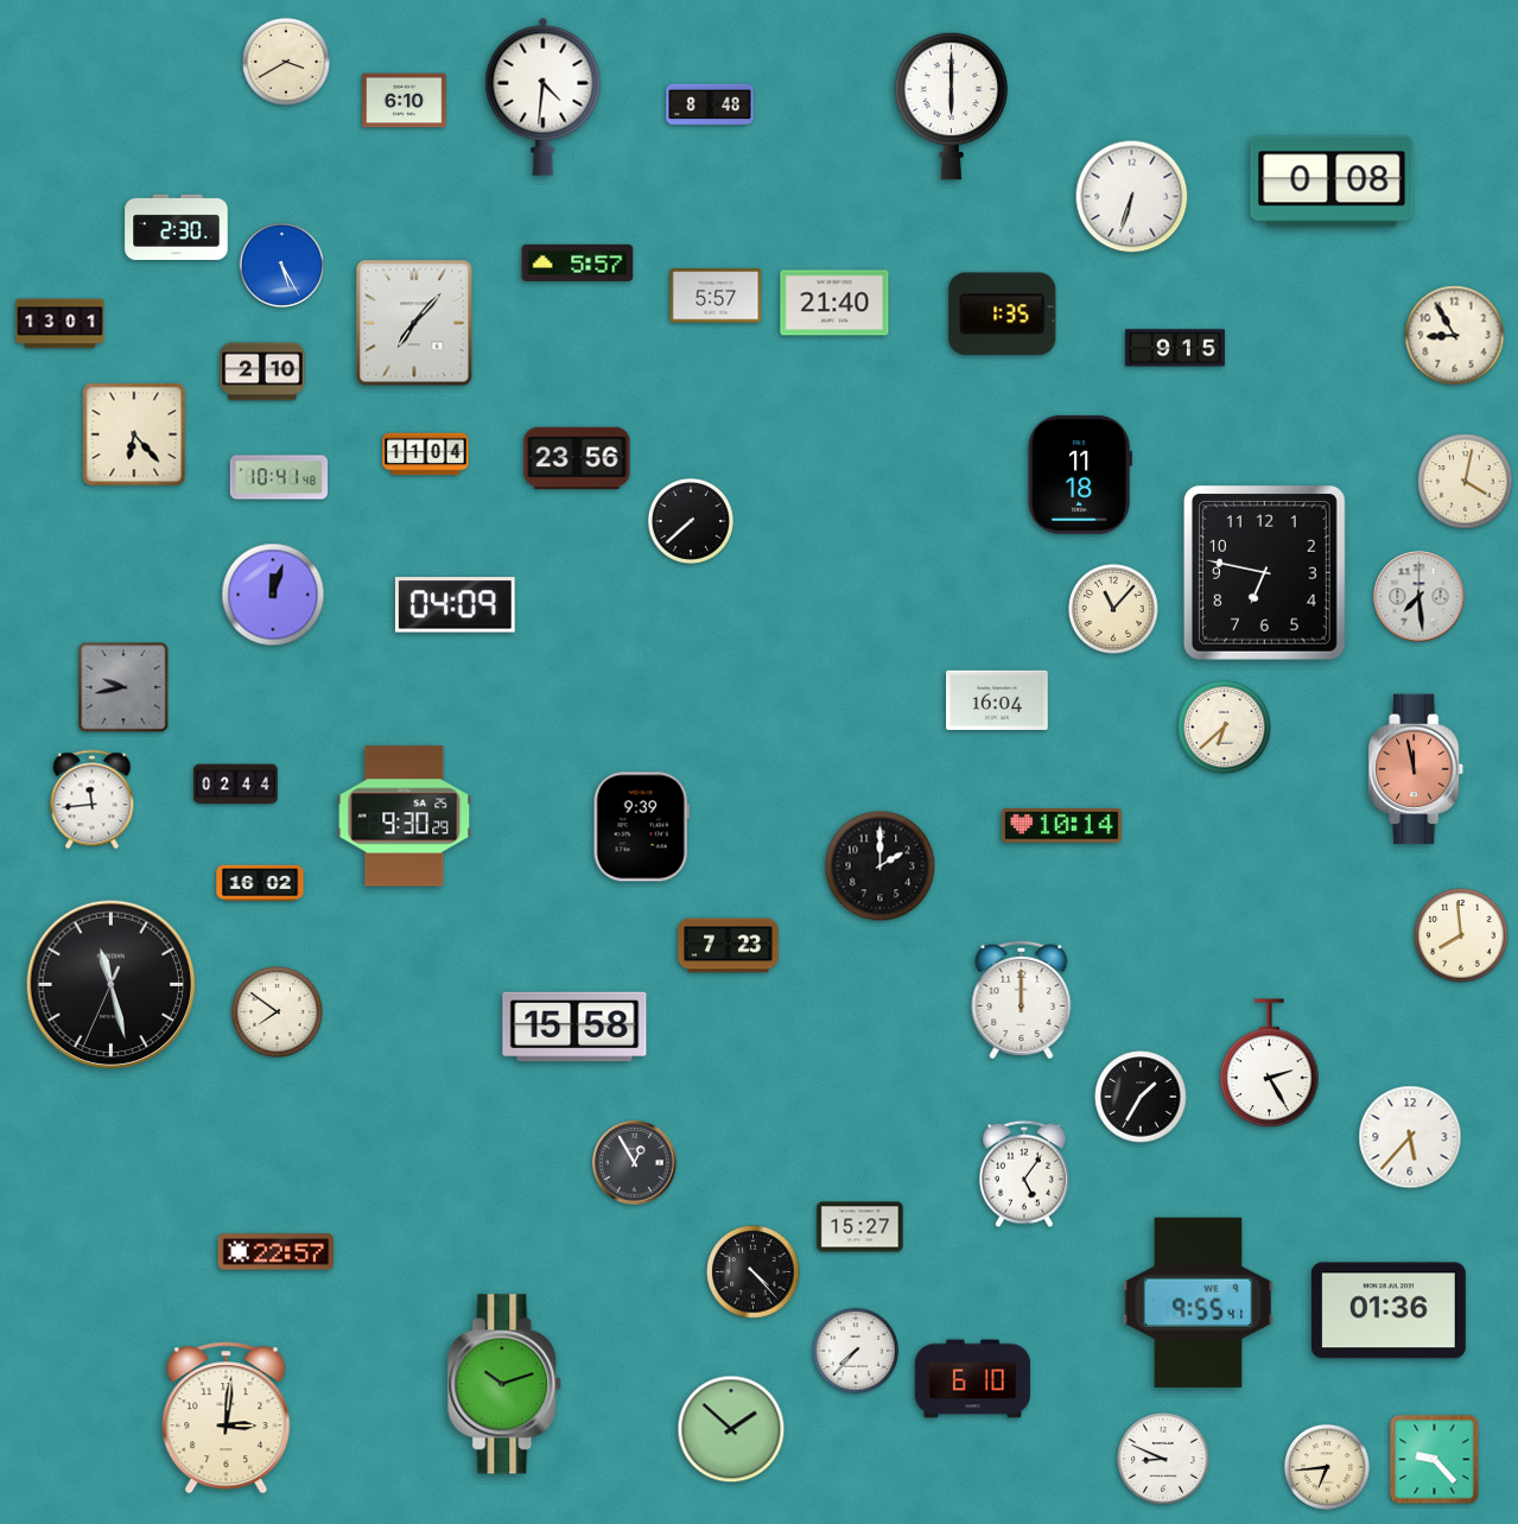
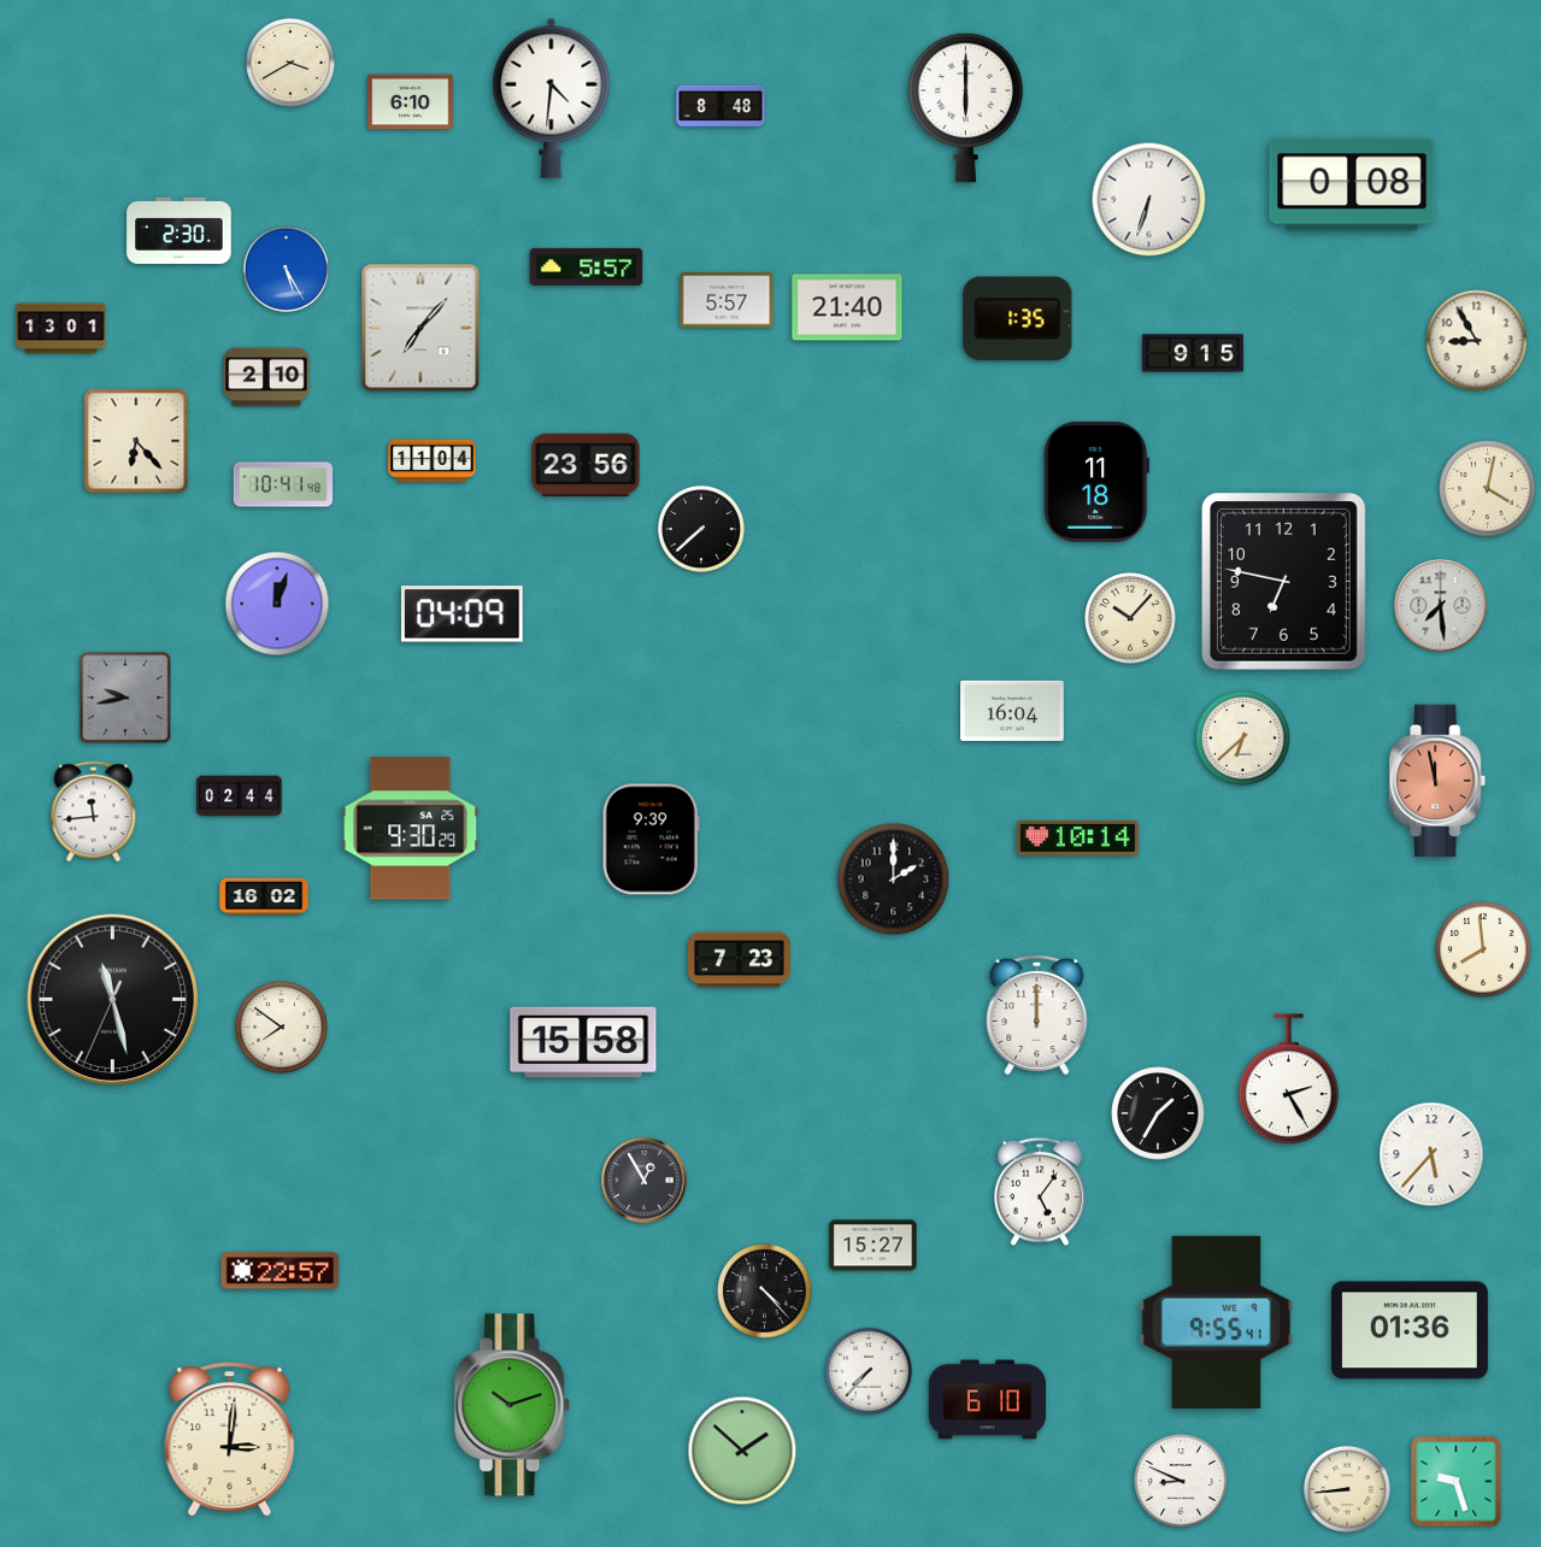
clock at (1114, 610): 11:07 -> 10:07
clock at (1435, 1460): 9:23 -> 9:27
clock at (1327, 1467): 6:44 -> 8:44
